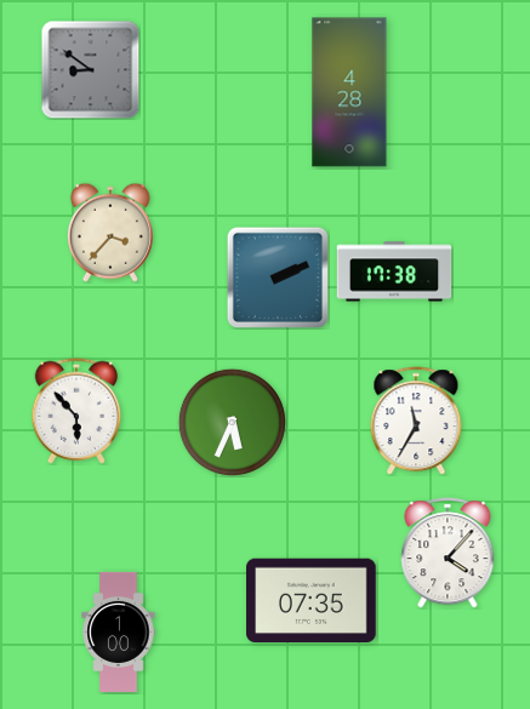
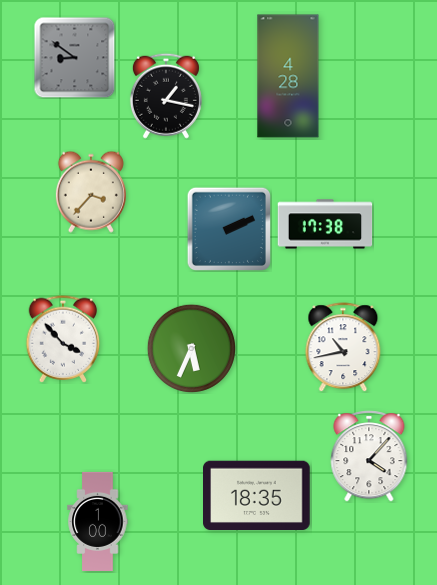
clock at (166, 96): none -> 1:17
clock at (76, 411): 5:53 -> 3:53
clock at (416, 421): 11:35 -> 10:43
clock at (312, 601): 07:35 -> 18:35
